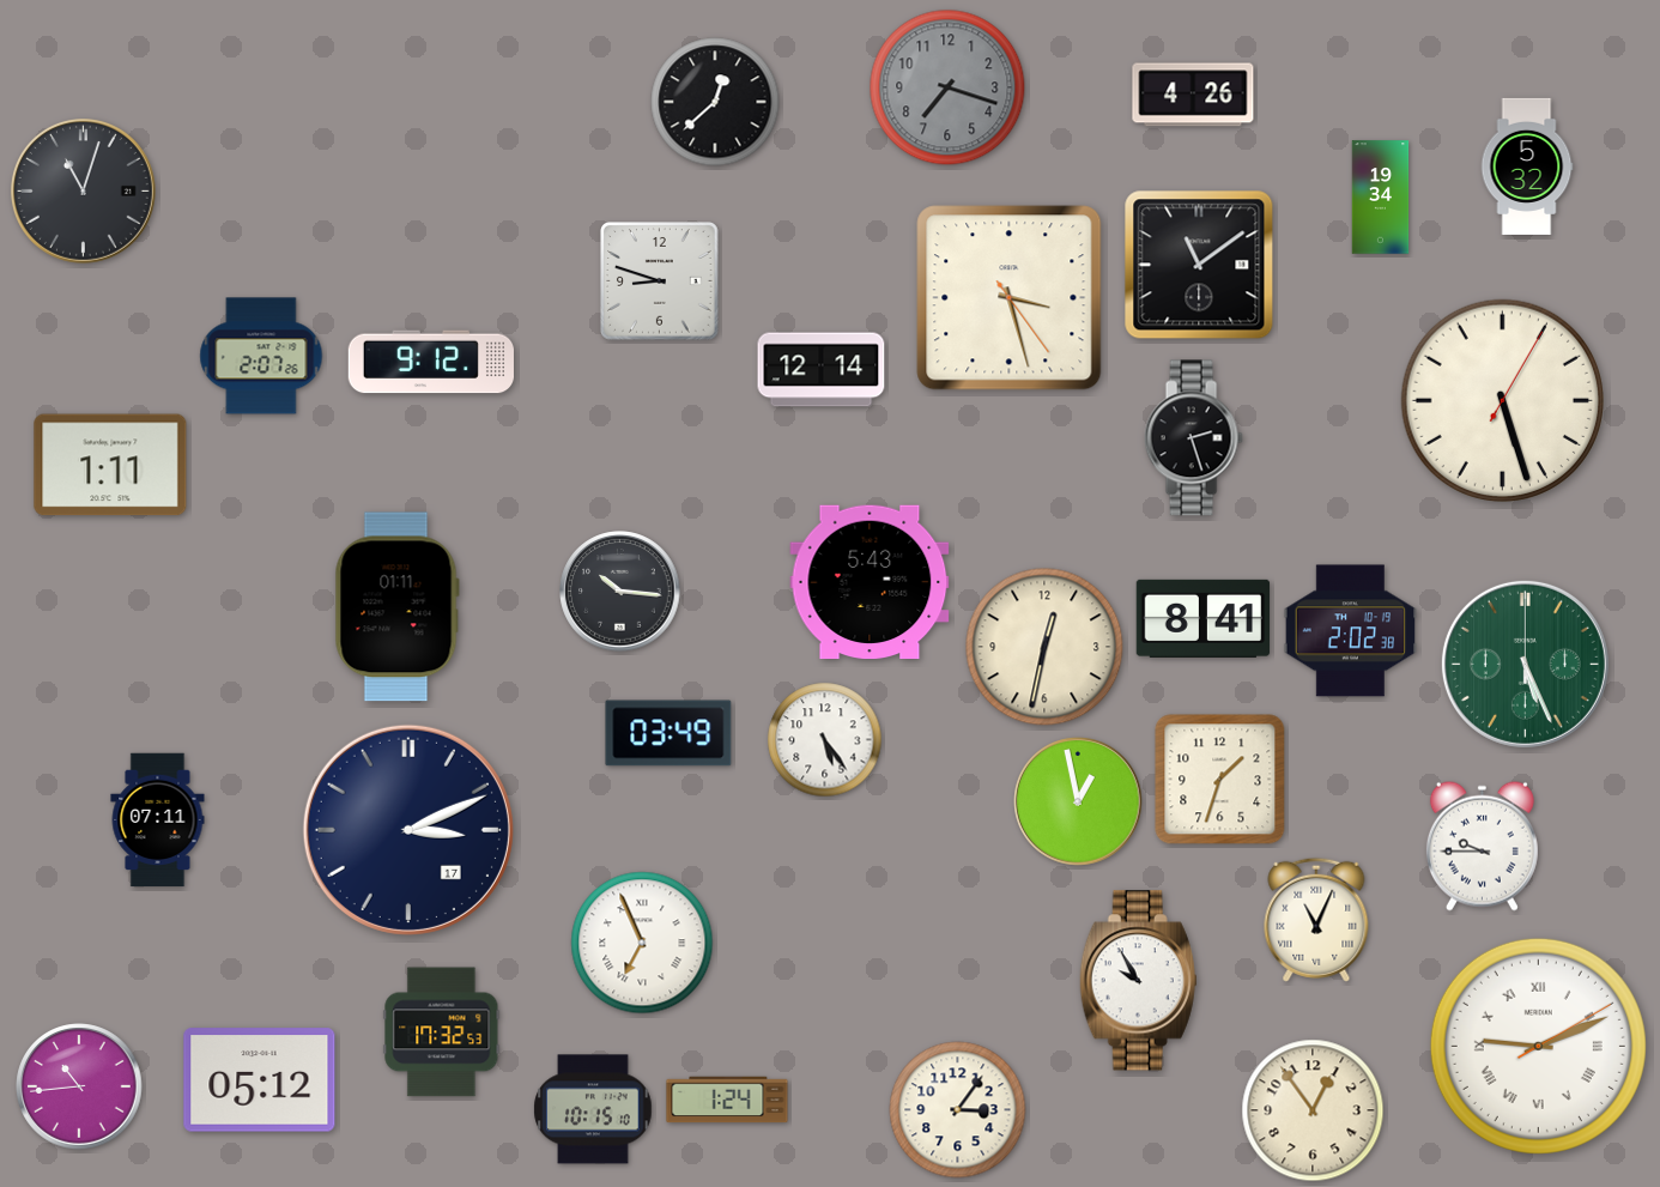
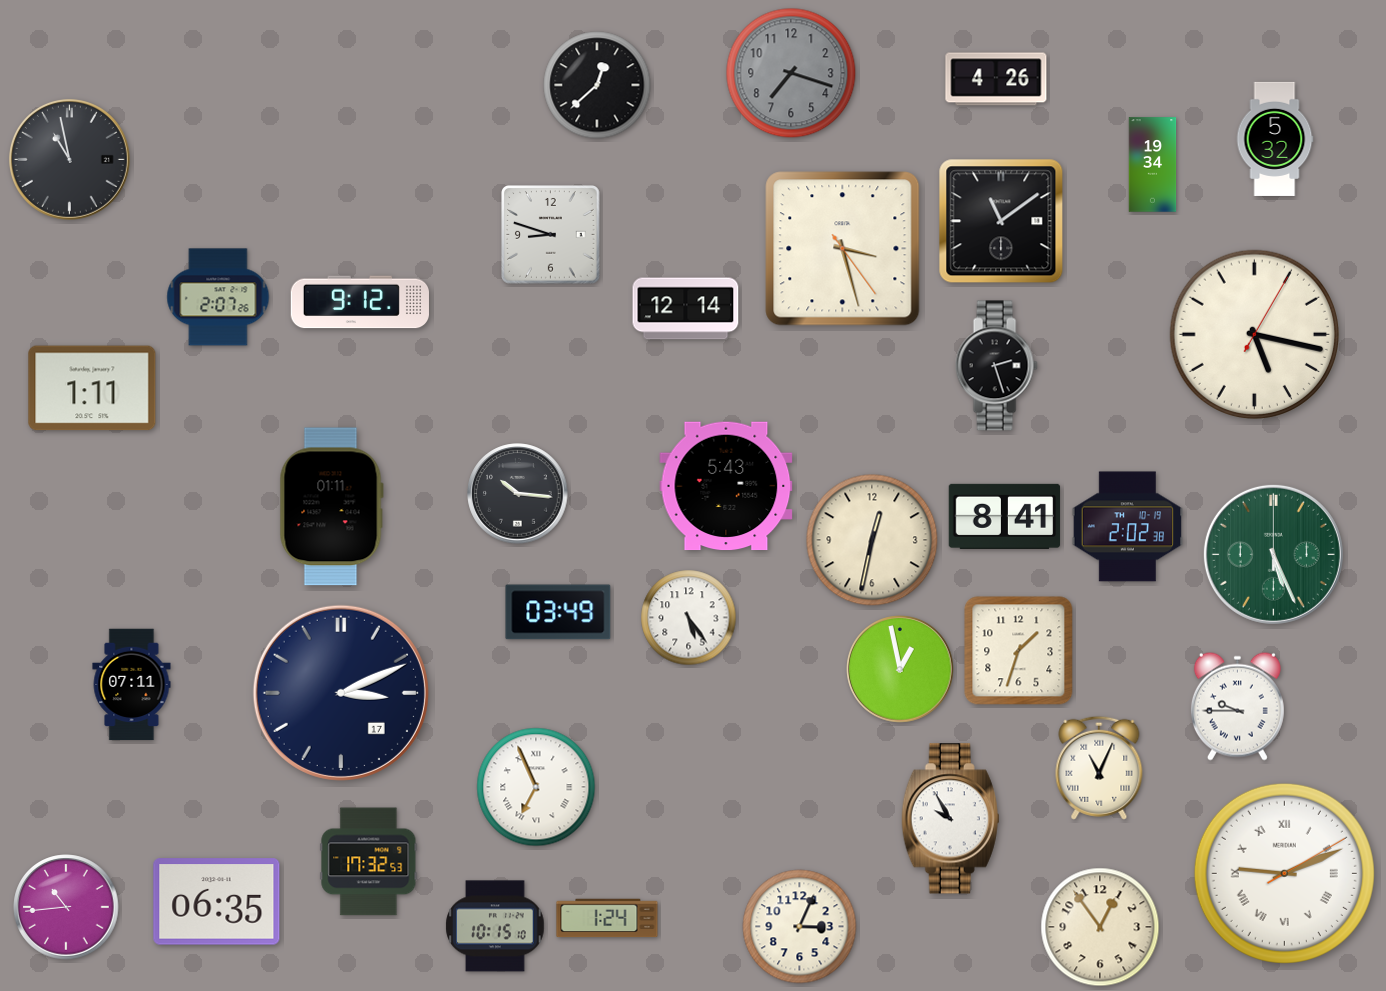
clock at (83, 190): 11:03 -> 10:58
clock at (1502, 400): 5:27 -> 5:17
clock at (260, 1080): 05:12 -> 06:35
clock at (958, 1110): 3:06 -> 3:04
clock at (1313, 1110) position: (1313, 1110) -> (1100, 927)
